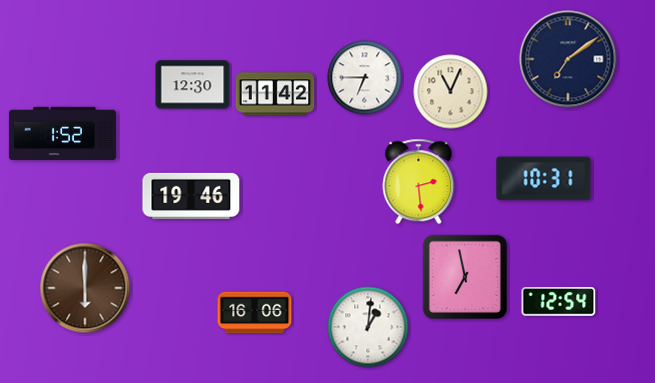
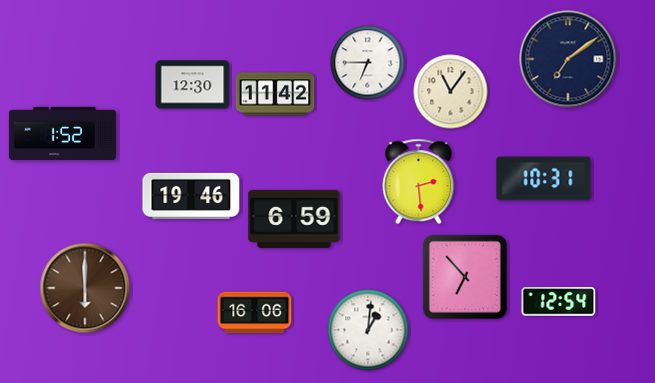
clock at (365, 78) position: (365, 78) -> (368, 63)
clock at (451, 92): 11:04 -> 11:06
clock at (294, 219): none -> 6:59
clock at (465, 277): 6:58 -> 6:53
clock at (368, 327) position: (368, 327) -> (368, 330)
